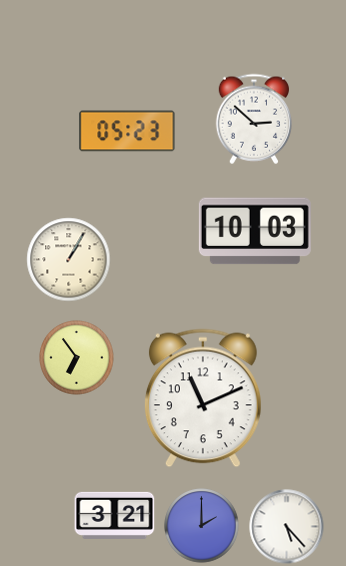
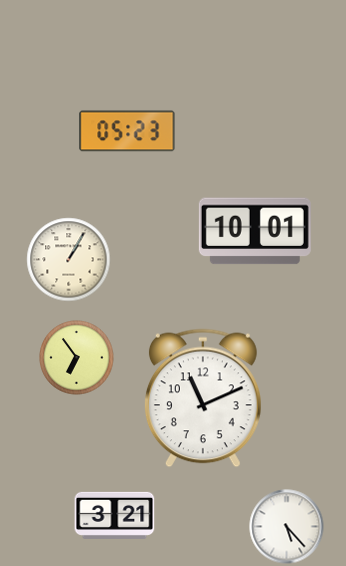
clock at (253, 119): 2:52 -> none
clock at (255, 231): 10:03 -> 10:01
clock at (202, 526): 2:00 -> none
